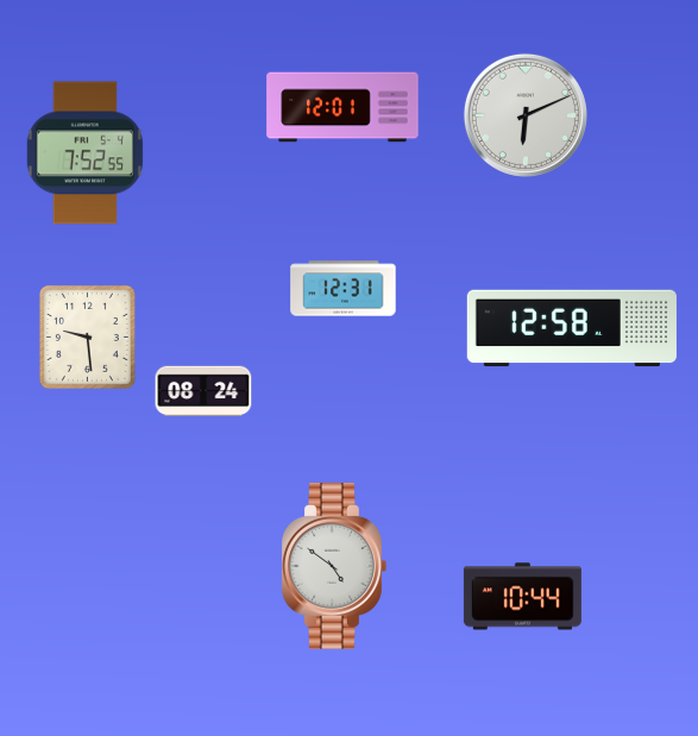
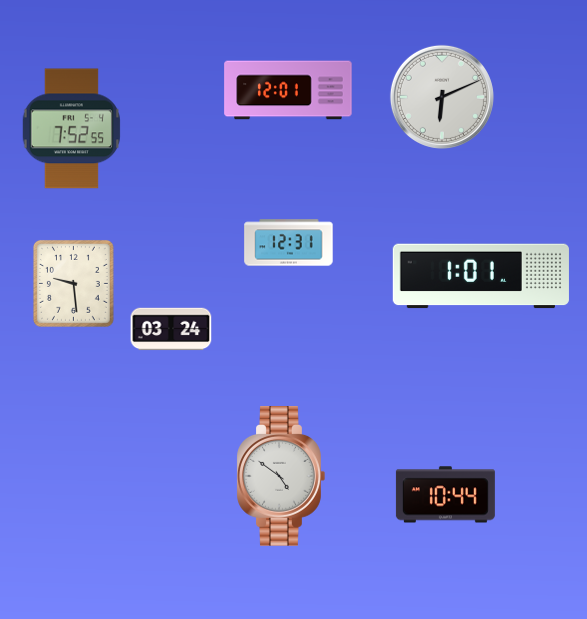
clock at (572, 328): 12:58 -> 1:01
clock at (203, 391): 08:24 -> 03:24
clock at (522, 597) position: (522, 597) -> (445, 495)
